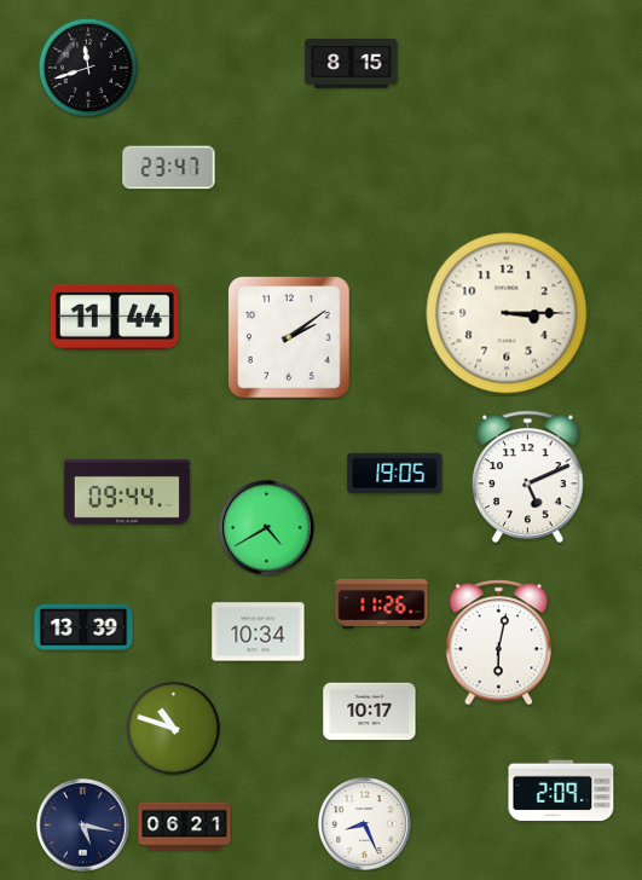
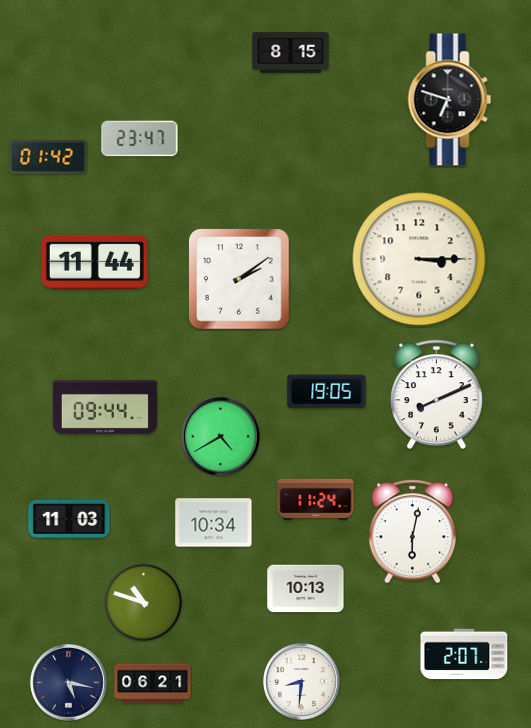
clock at (87, 66): 11:42 -> none
clock at (450, 100): none -> 6:48
clock at (48, 157): none -> 01:42
clock at (528, 476): 5:11 -> 8:11
clock at (382, 603): 11:26 -> 11:24
clock at (83, 627): 13:39 -> 11:03
clock at (370, 712): 10:17 -> 10:13
clock at (561, 791): 2:09 -> 2:07
clock at (365, 824): 8:26 -> 8:31
